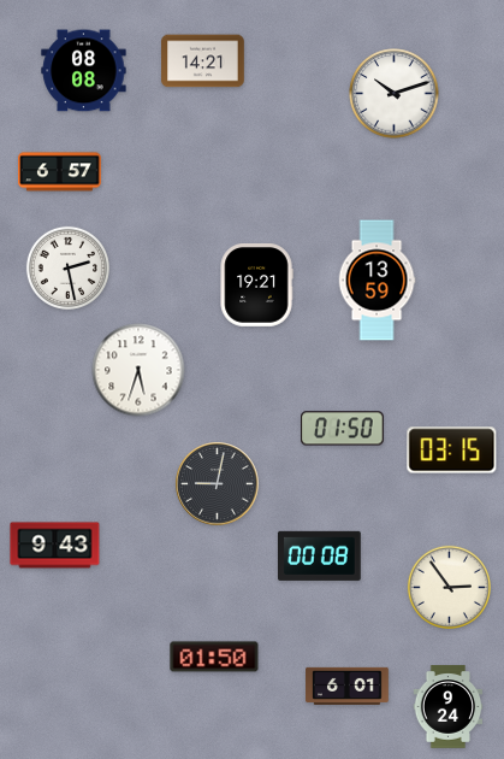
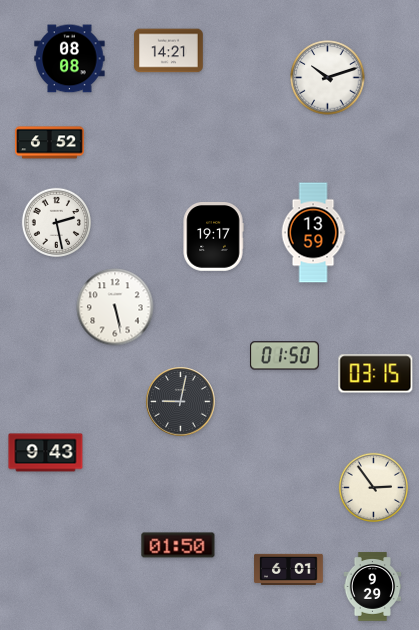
clock at (60, 172): 6:57 -> 6:52
clock at (256, 286): 19:21 -> 19:17
clock at (138, 370): 5:33 -> 5:28
clock at (320, 555): 00:08 -> none
clock at (449, 707): 9:24 -> 9:29
